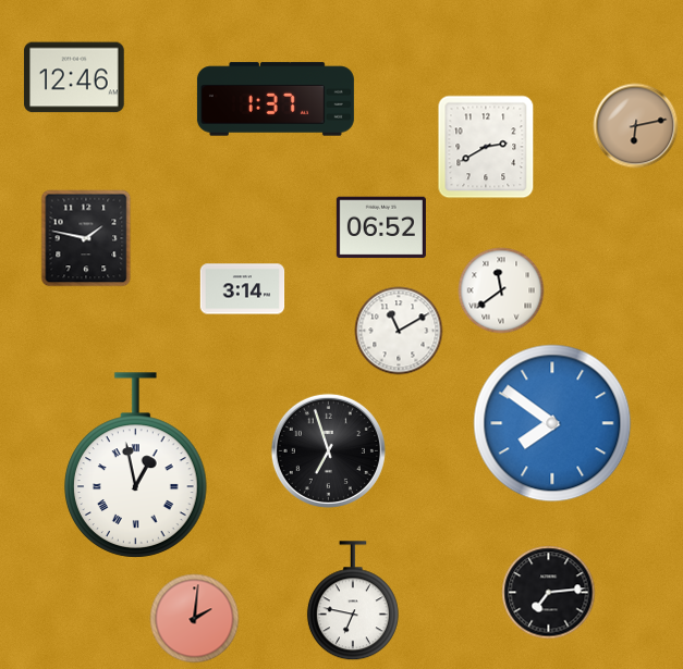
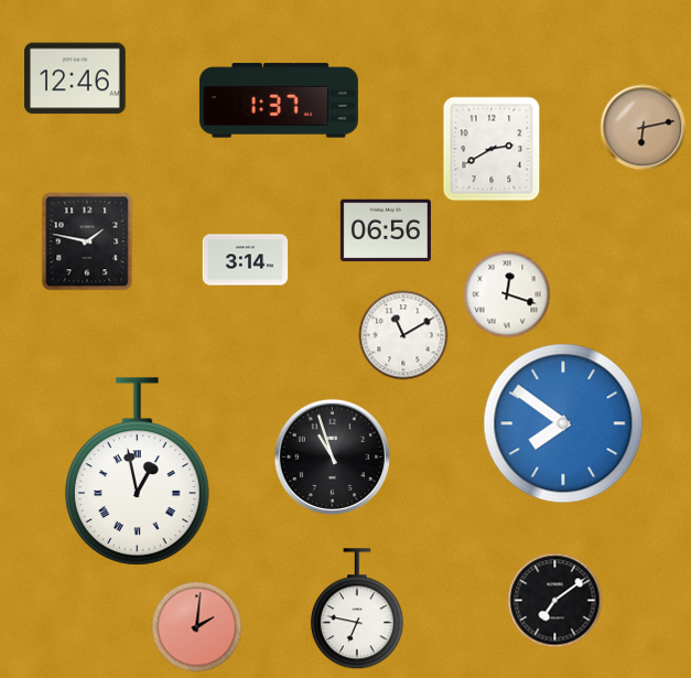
clock at (381, 227): 06:52 -> 06:56
clock at (242, 289) position: (242, 289) -> (245, 260)
clock at (501, 290): 11:39 -> 12:18
clock at (552, 423) position: (552, 423) -> (563, 423)
clock at (328, 450): 6:57 -> 10:57
clock at (548, 592): 7:14 -> 7:09
